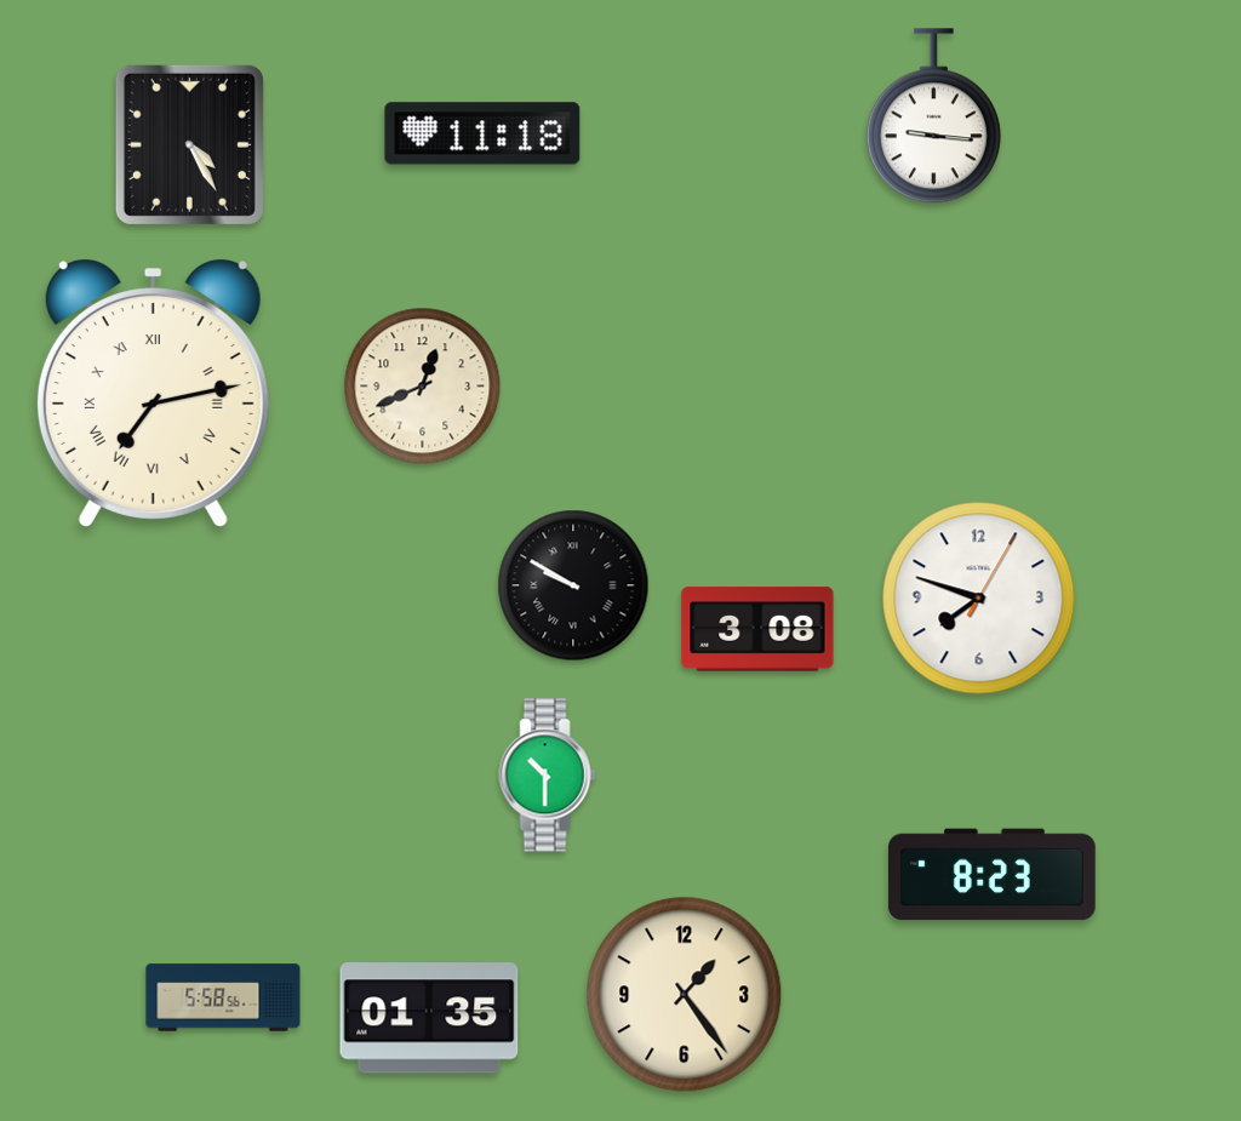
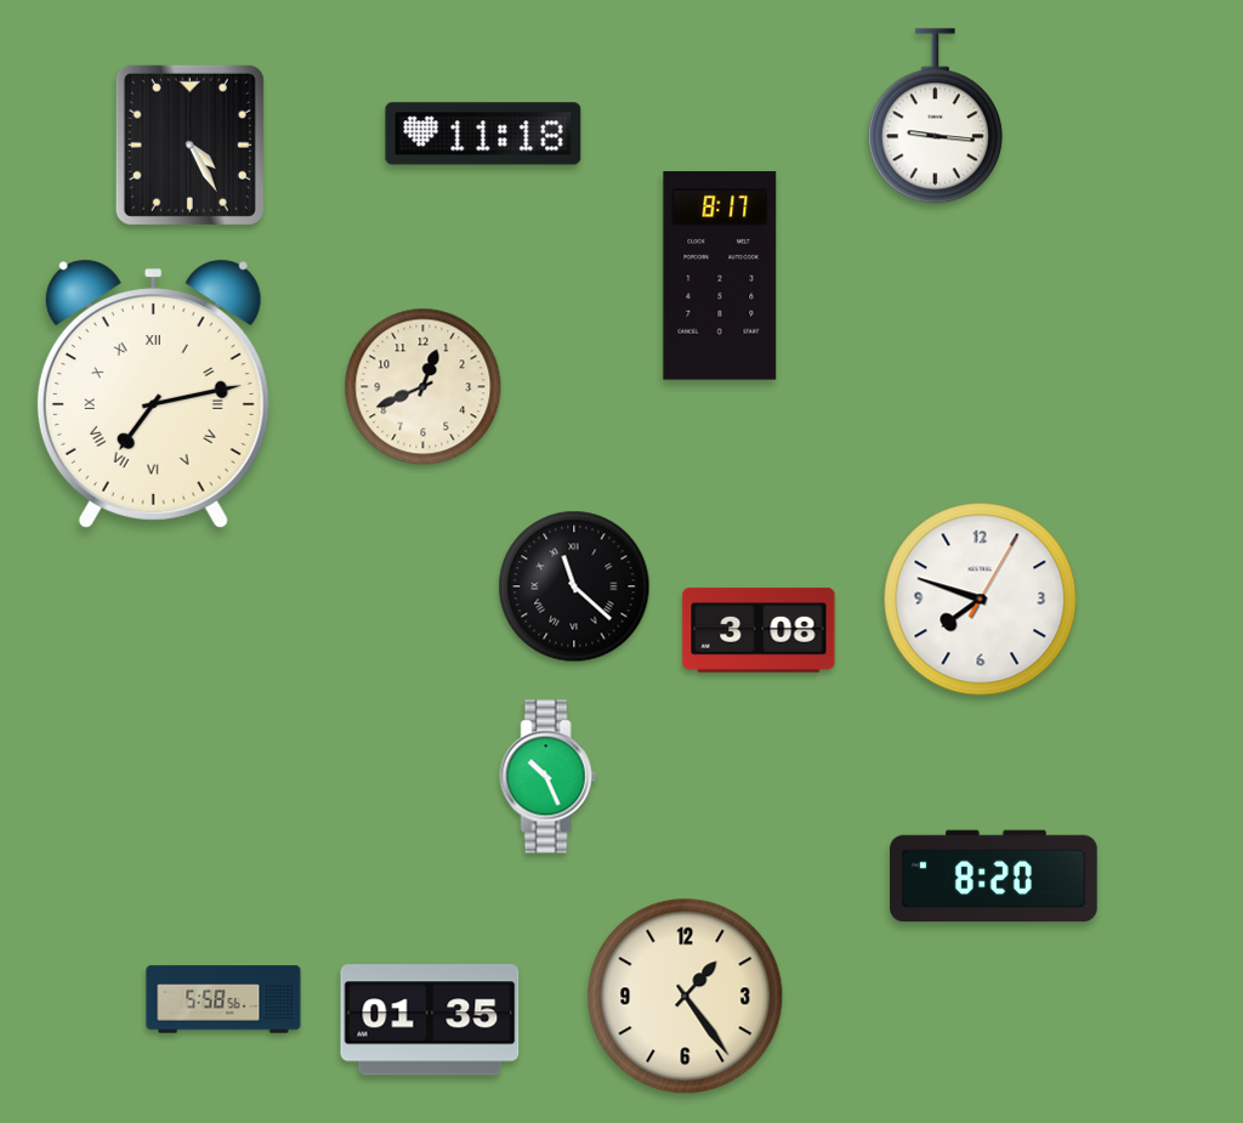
clock at (720, 276): none -> 8:17
clock at (573, 585): 9:50 -> 11:22
clock at (548, 776): 10:30 -> 10:26
clock at (993, 875): 8:23 -> 8:20
